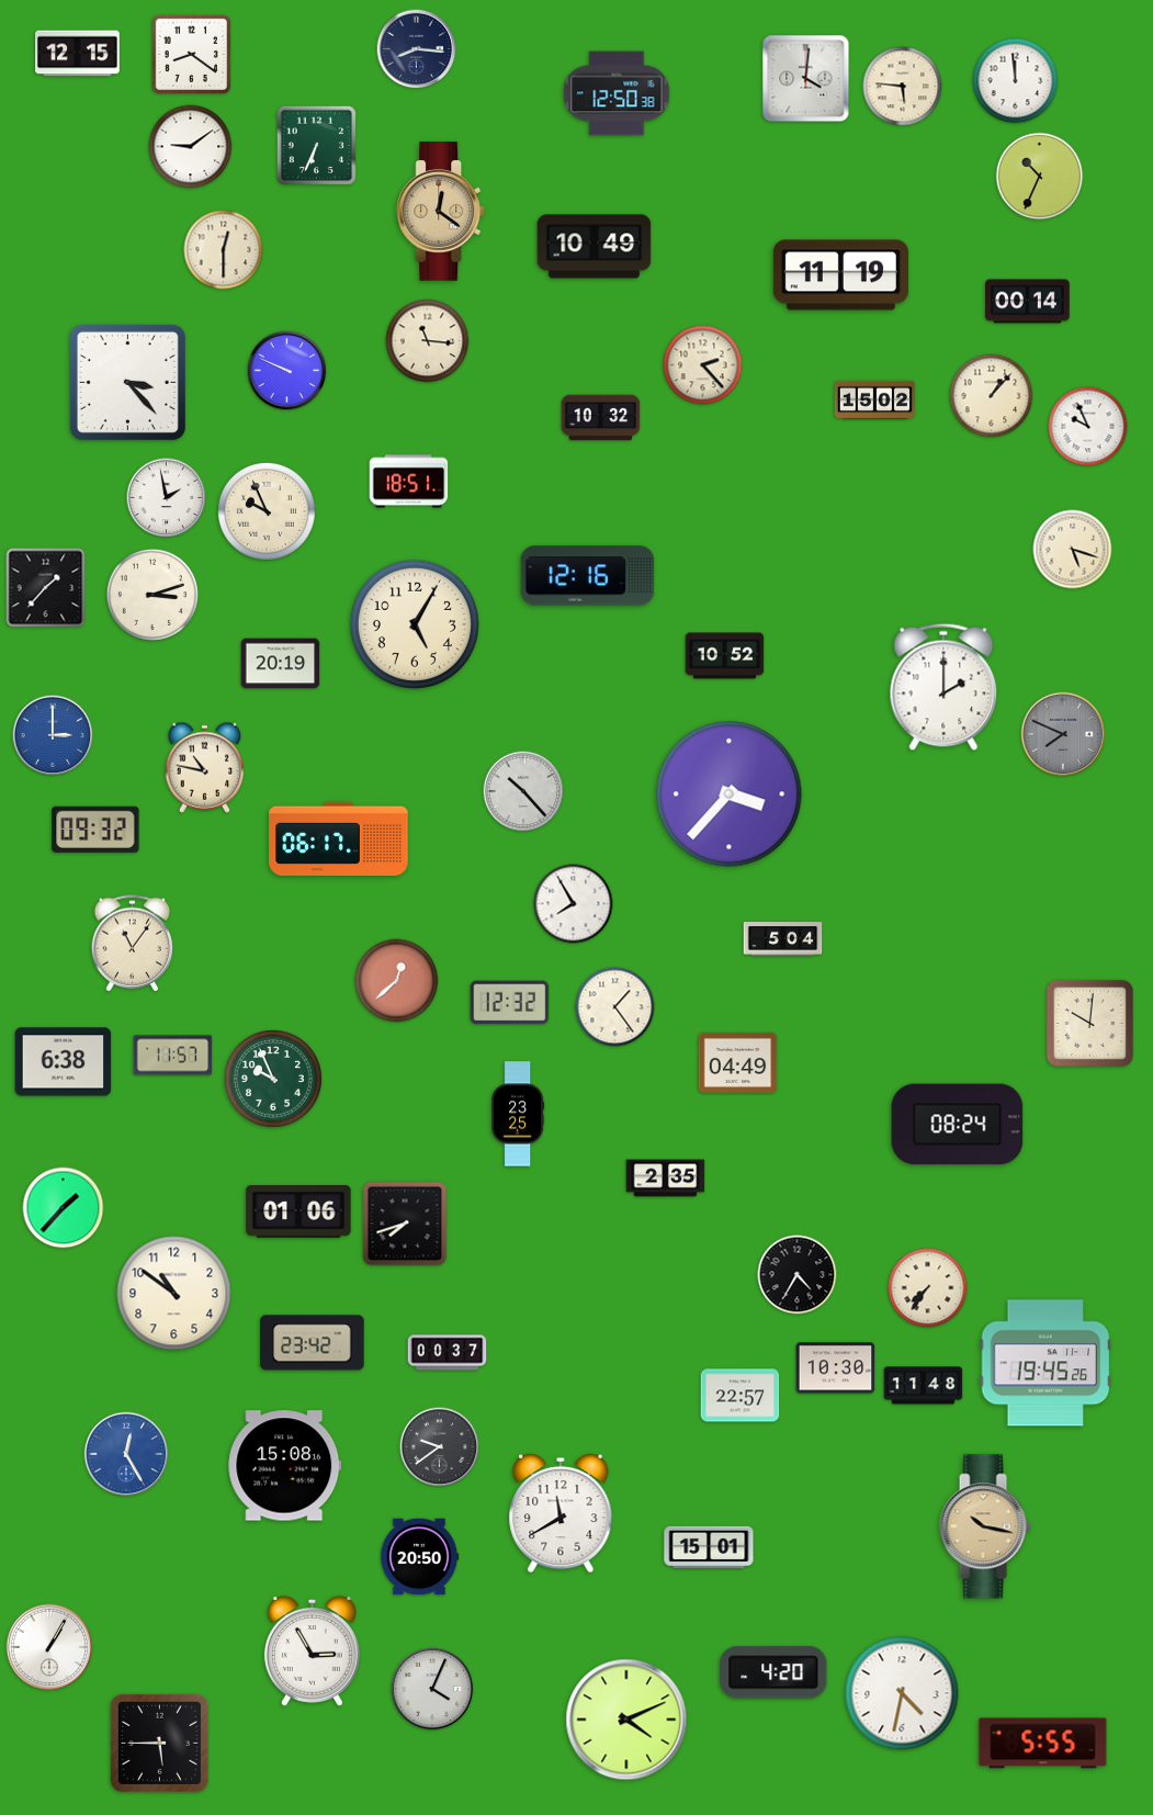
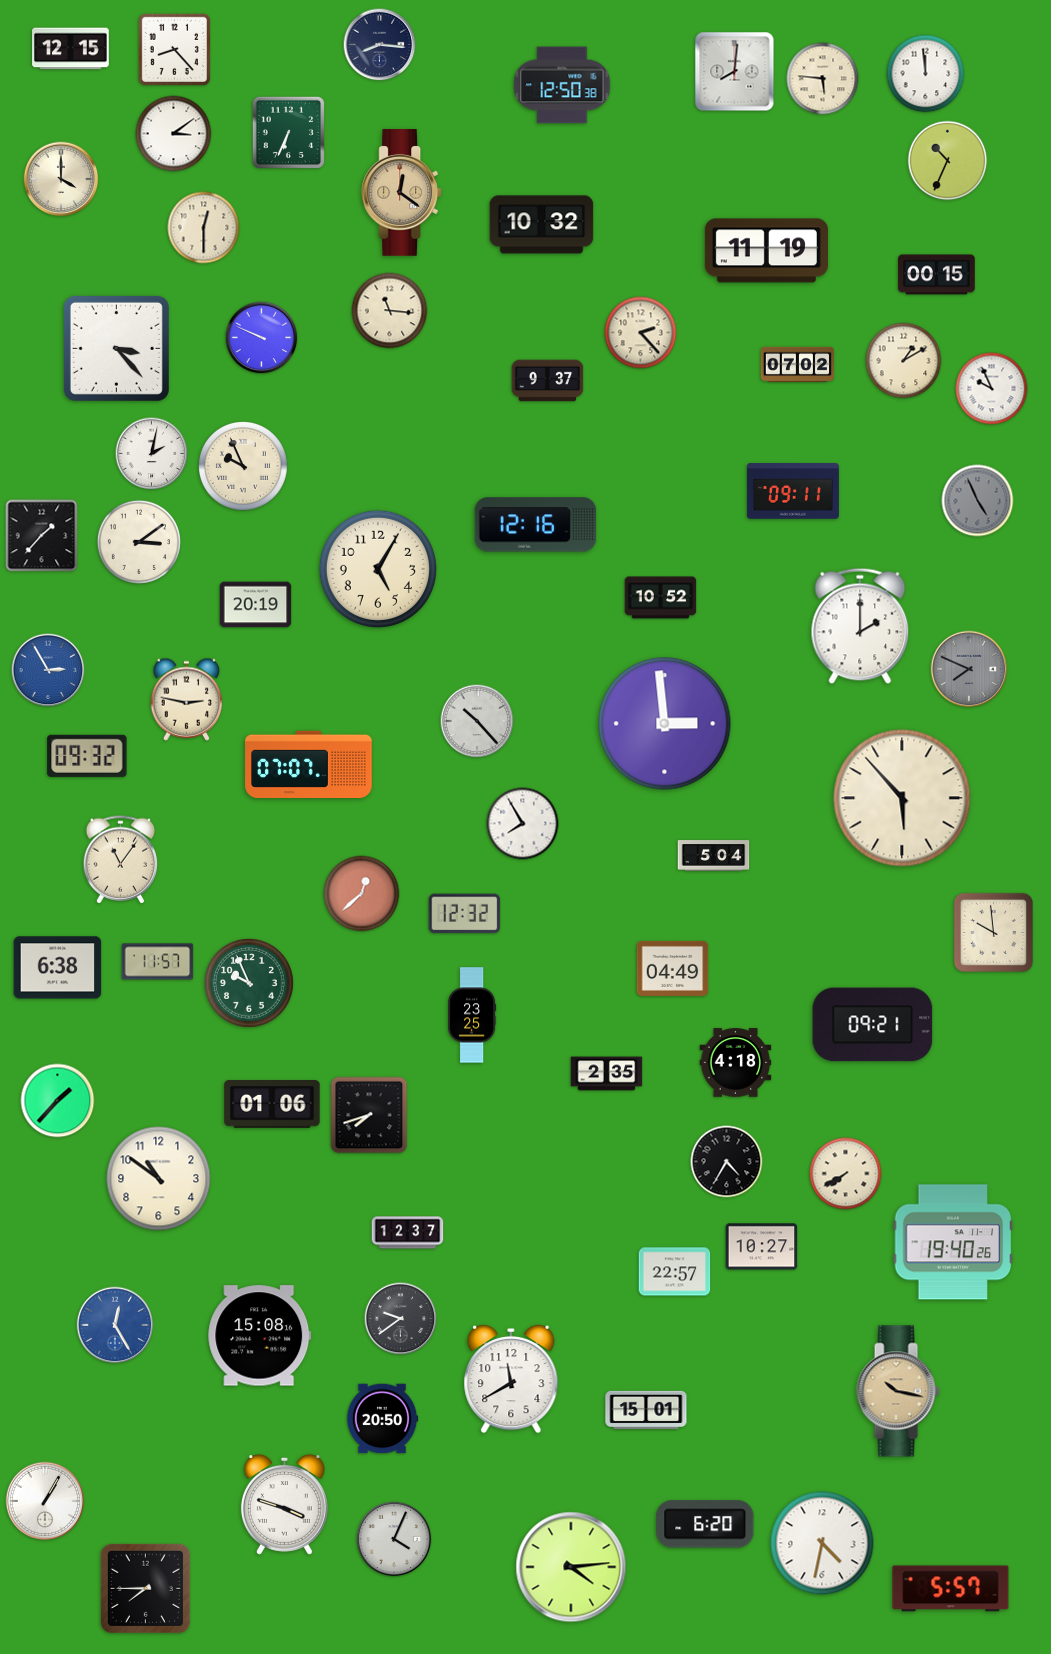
clock at (191, 54): 8:21 -> 8:23
clock at (806, 79): 4:01 -> 8:01
clock at (191, 147): 9:09 -> 3:09
clock at (61, 179): none -> 4:00
clock at (595, 247): 10:49 -> 10:32
clock at (1028, 302): 00:14 -> 00:15
clock at (992, 396): 1:07 -> 1:10
clock at (874, 401): 15:02 -> 07:02
clock at (601, 418): 10:32 -> 9:37
clock at (409, 482): 18:51 -> none
clock at (167, 498): 1:58 -> 2:02
clock at (793, 491): none -> 09:11
clock at (1073, 550): 5:18 -> 4:56
clock at (1073, 550) dial: cream -> grey
clock at (151, 594): 3:12 -> 3:09
clock at (53, 735): 3:00 -> 2:55
clock at (205, 767): 10:47 -> 2:47
clock at (730, 794): 3:37 -> 2:59
clock at (339, 838): 06:17 -> 07:07
clock at (902, 798): none -> 5:53
clock at (615, 1007): 1:24 -> none
clock at (1089, 1023): 10:01 -> 9:59
clock at (958, 1125): 08:24 -> 09:21
clock at (736, 1063): none -> 4:18
clock at (928, 1288): 7:36 -> 7:40
clock at (313, 1343): 23:42 -> none
clock at (448, 1353): 00:37 -> 12:37
clock at (1045, 1363): 19:45 -> 19:40
clock at (836, 1368): 10:30 -> 10:27
clock at (924, 1386): 11:48 -> none
clock at (312, 1650): 2:55 -> 3:48
clock at (773, 1672): 4:20 -> 6:20
clock at (626, 1720): 4:11 -> 4:14
clock at (159, 1743): 5:45 -> 7:45
clock at (1043, 1744): 5:55 -> 5:57
